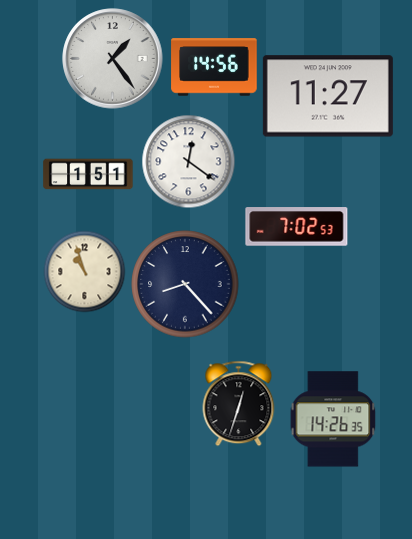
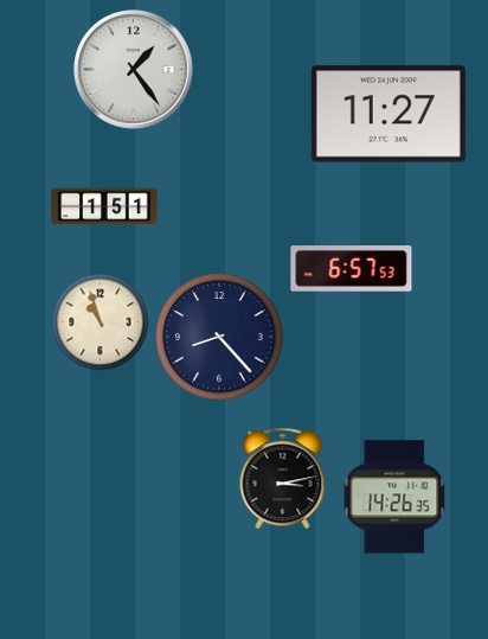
clock at (214, 67): 14:56 -> none
clock at (188, 161): 12:21 -> none
clock at (297, 227): 7:02 -> 6:57
clock at (239, 403): 12:33 -> 3:13
